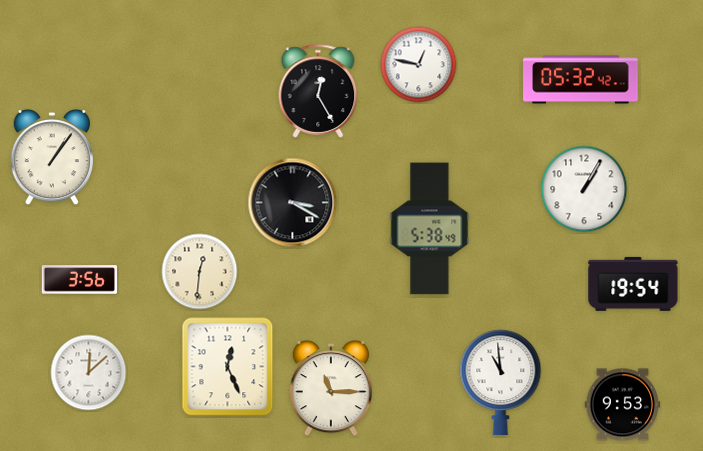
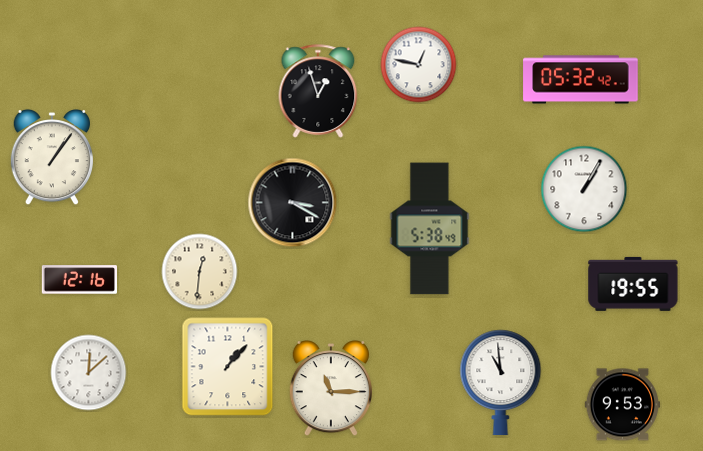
clock at (318, 91): 12:25 -> 12:57
clock at (79, 280): 3:56 -> 12:16
clock at (633, 284): 19:54 -> 19:55
clock at (228, 367): 12:26 -> 1:07
